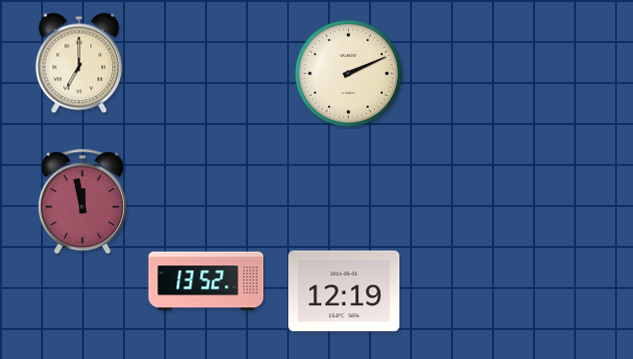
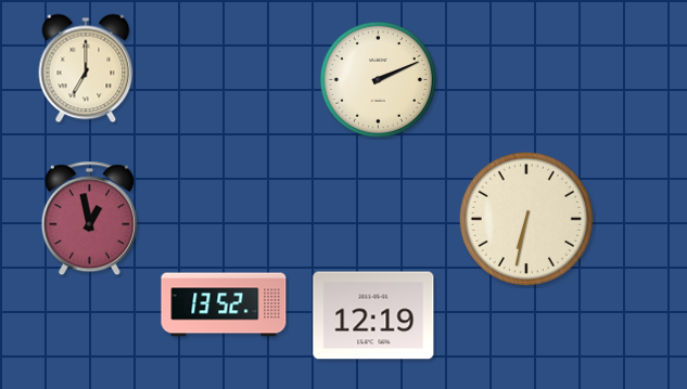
clock at (82, 202): 11:58 -> 12:58
clock at (526, 219): none -> 6:32
